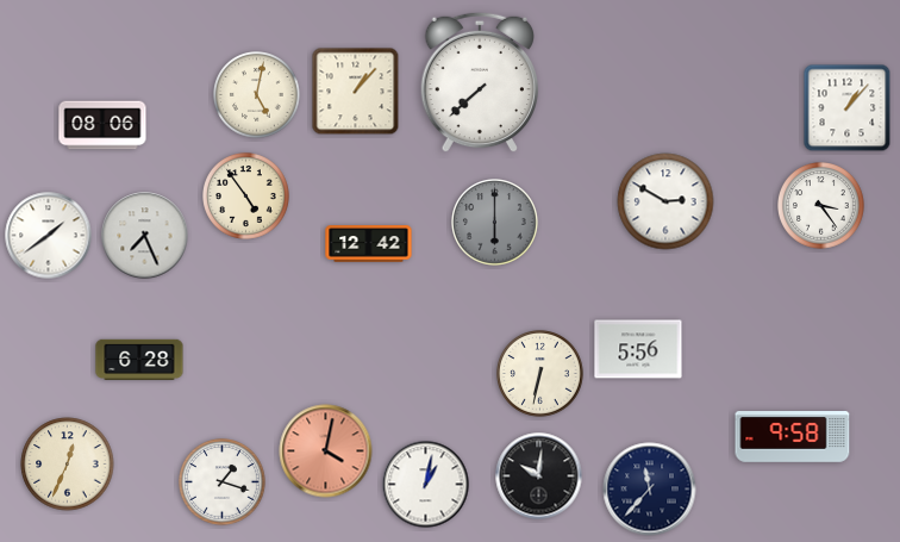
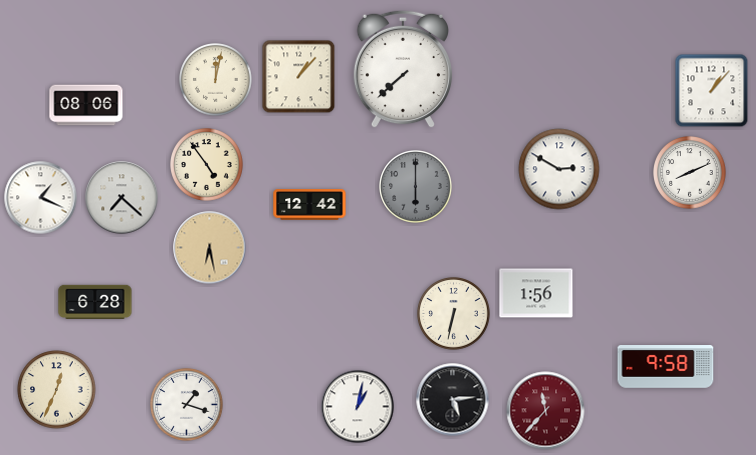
clock at (257, 95): 5:02 -> 12:02
clock at (821, 206): 3:24 -> 8:11
clock at (49, 236): 1:39 -> 1:19
clock at (145, 236): 7:26 -> 7:22
clock at (210, 248): none -> 6:28
clock at (638, 349): 5:56 -> 1:56
clock at (139, 360) position: (139, 360) -> (95, 302)
clock at (326, 451): 4:02 -> none
clock at (539, 476): 10:01 -> 5:14
clock at (650, 490) dial: navy -> burgundy
